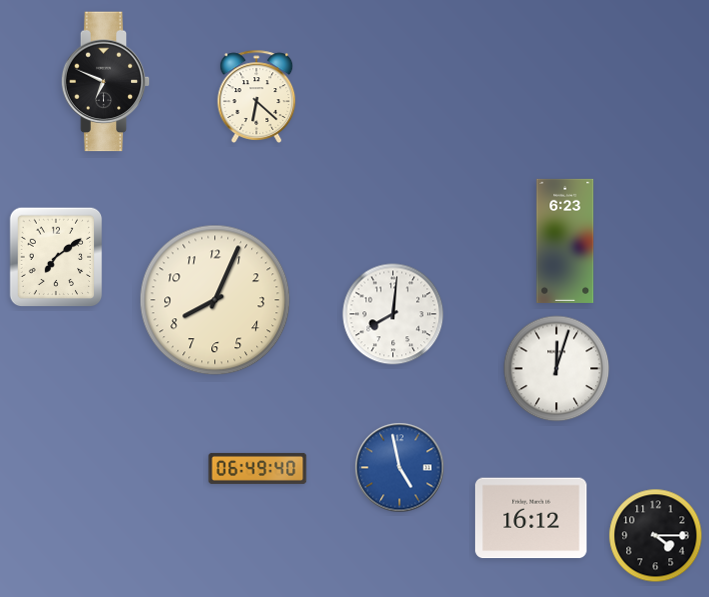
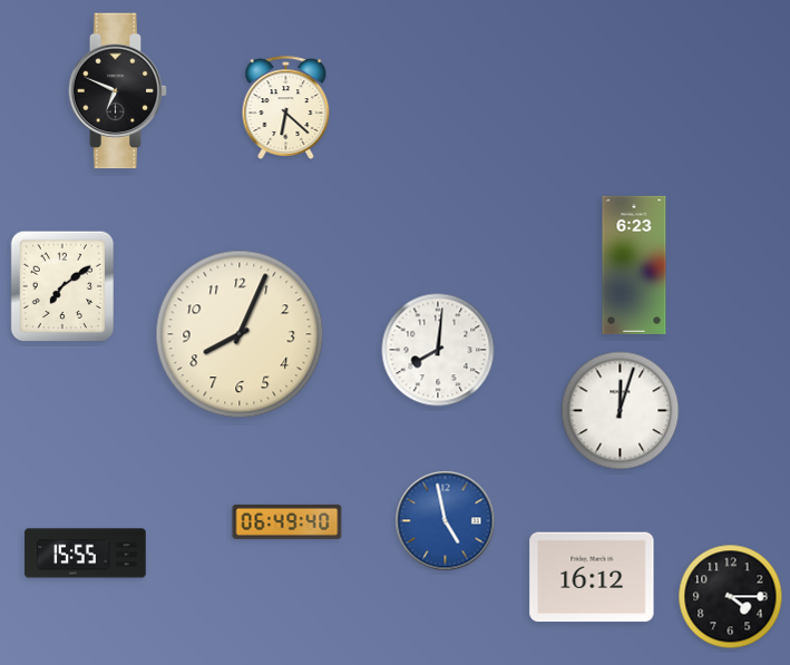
clock at (565, 241) position: (565, 241) -> (634, 265)
clock at (86, 554): none -> 15:55
